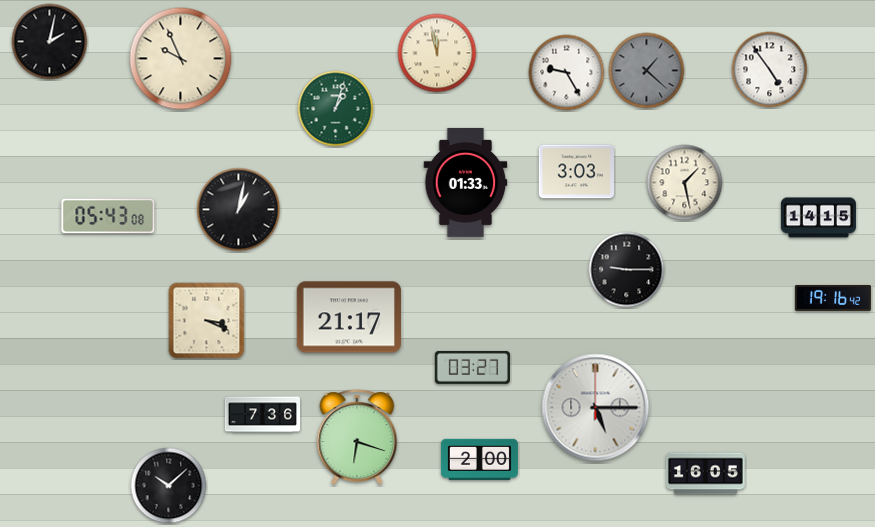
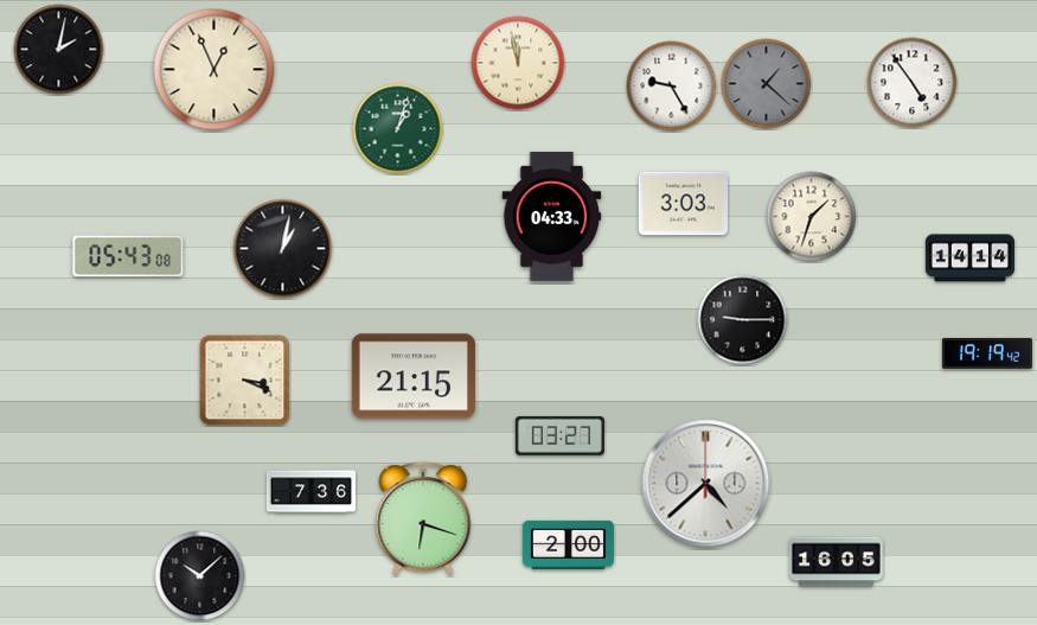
clock at (181, 59): 9:56 -> 12:56
clock at (466, 182): 01:33 -> 04:33
clock at (685, 183): 1:28 -> 1:33
clock at (818, 218): 14:15 -> 14:14
clock at (833, 298): 19:16 -> 19:19
clock at (349, 317): 21:17 -> 21:15
clock at (596, 408): 5:15 -> 4:38
